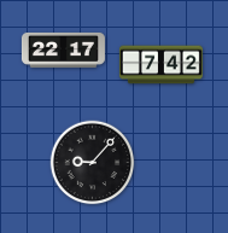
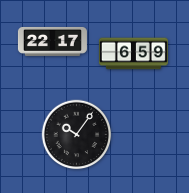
clock at (160, 65): 7:42 -> 6:59
clock at (93, 163): 9:07 -> 10:06
